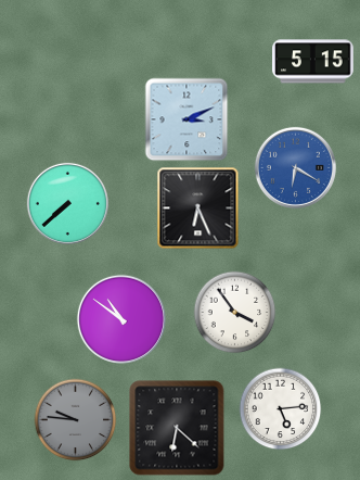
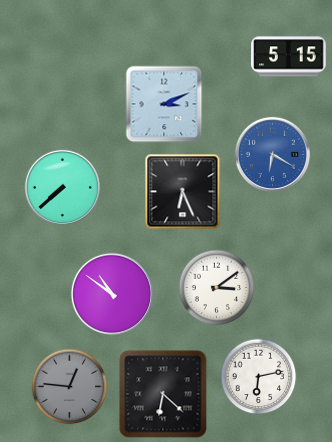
clock at (187, 119) position: (187, 119) -> (164, 104)
clock at (235, 313): 3:54 -> 3:09
clock at (281, 409): 5:14 -> 6:13
clock at (76, 420): 9:46 -> 12:46
